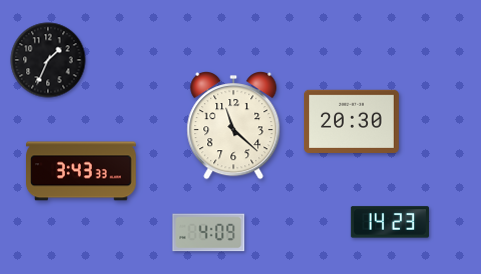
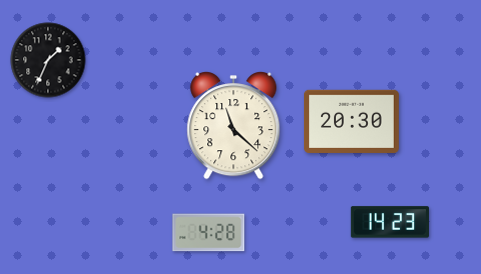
clock at (82, 171): 3:43 -> none
clock at (209, 233): 4:09 -> 4:28
